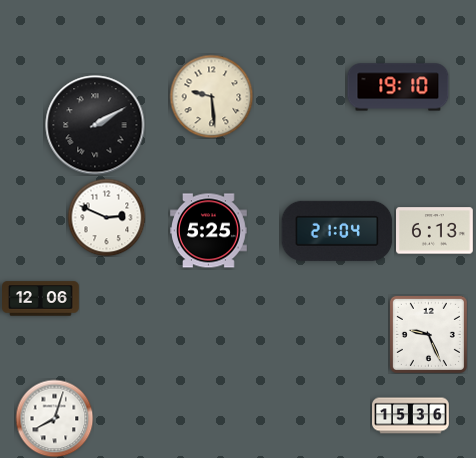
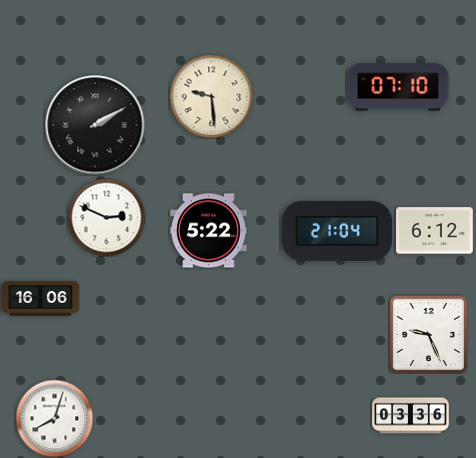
clock at (398, 87): 19:10 -> 07:10
clock at (209, 231): 5:25 -> 5:22
clock at (435, 231): 6:13 -> 6:12
clock at (41, 299): 12:06 -> 16:06
clock at (411, 416): 15:36 -> 03:36
